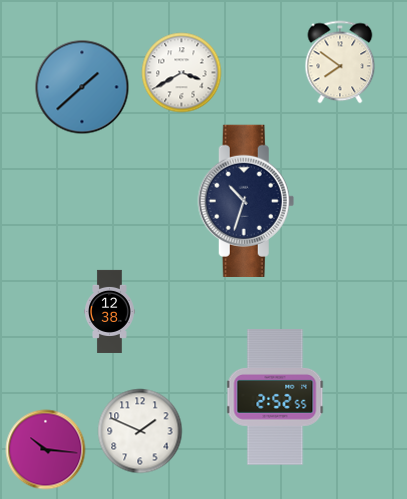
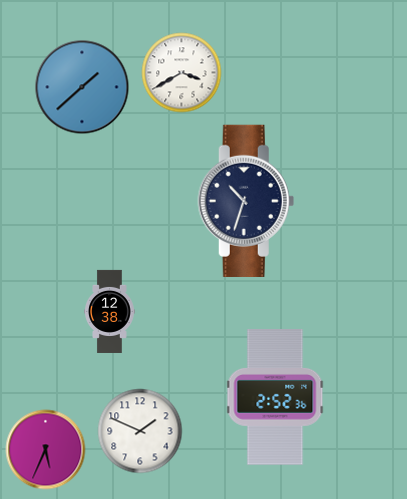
clock at (340, 62): 7:51 -> none
clock at (275, 397): 2:52:55 -> 2:52:36
clock at (46, 450): 10:16 -> 5:34
